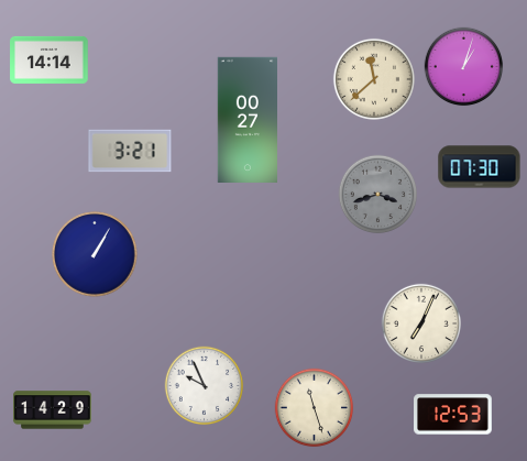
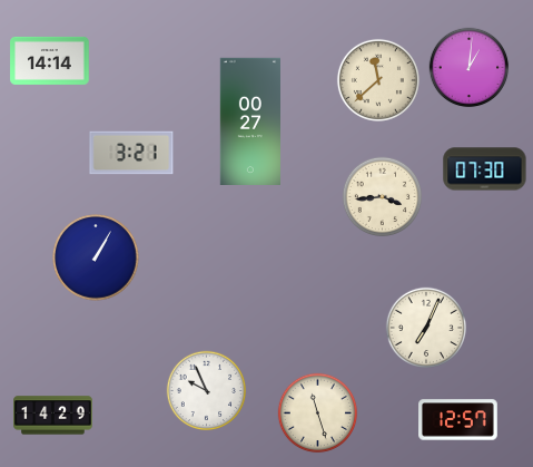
clock at (464, 67): 1:03 -> 1:01
clock at (378, 195): 3:42 -> 3:44
clock at (378, 195) dial: grey -> cream
clock at (453, 415): 12:53 -> 12:57
